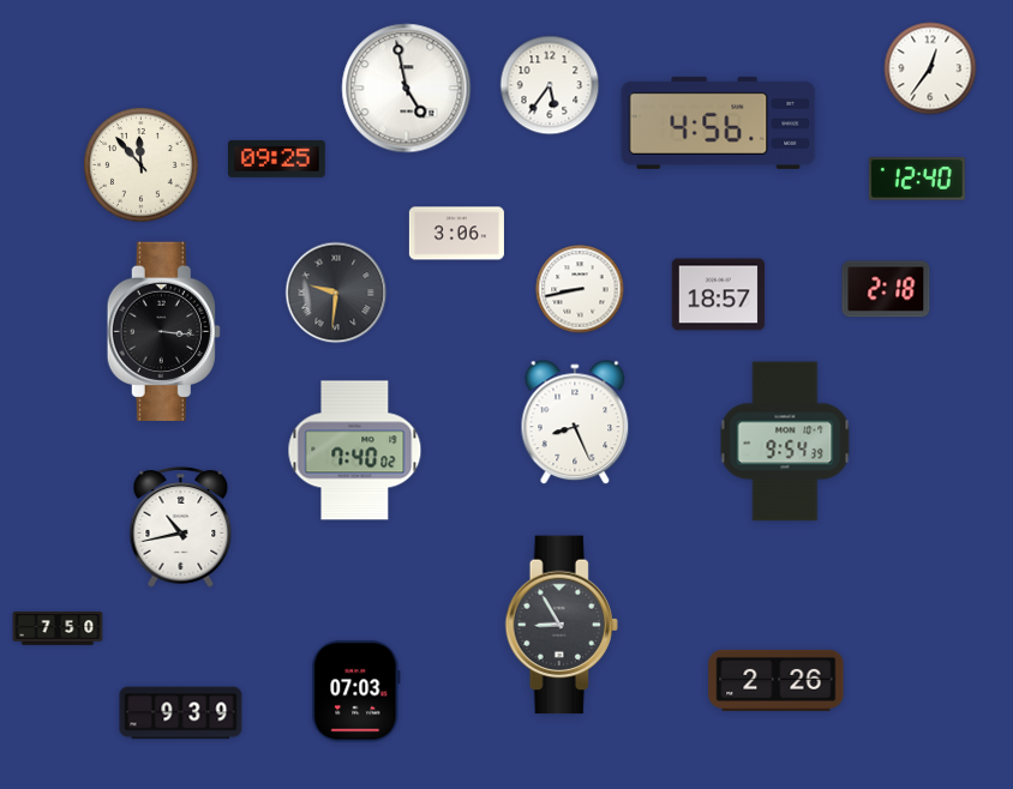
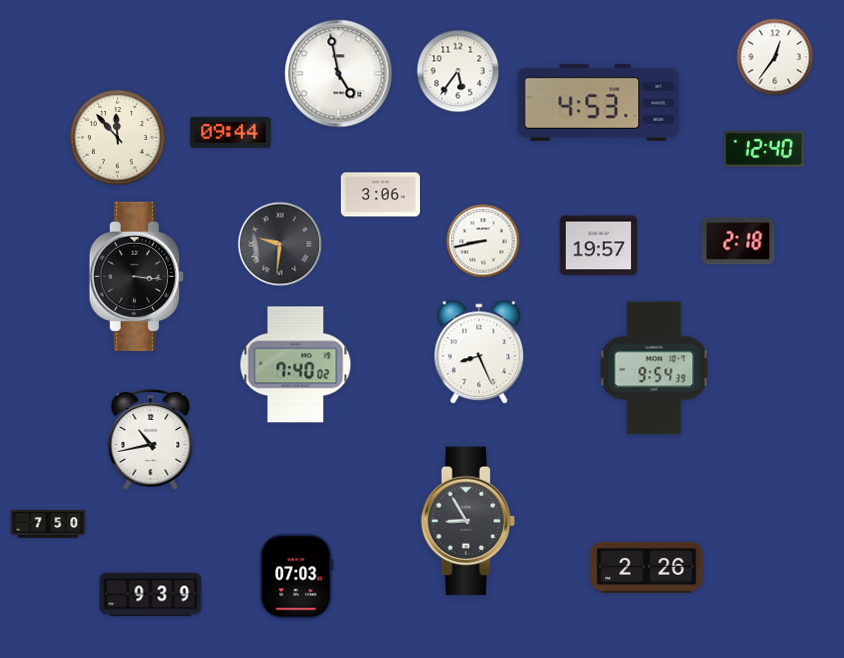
clock at (719, 122): 4:56 -> 4:53
clock at (277, 158): 09:25 -> 09:44
clock at (719, 295): 18:57 -> 19:57
clock at (355, 451) position: (355, 451) -> (296, 365)
